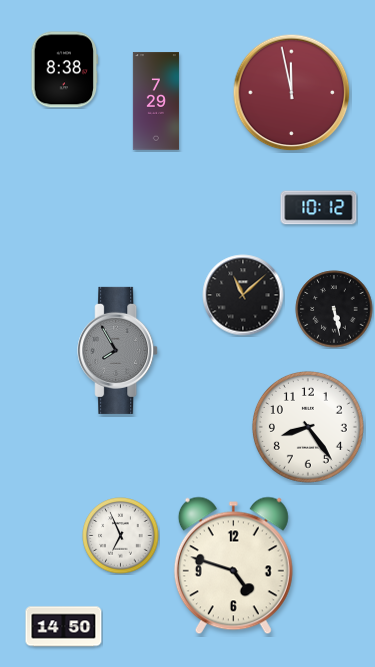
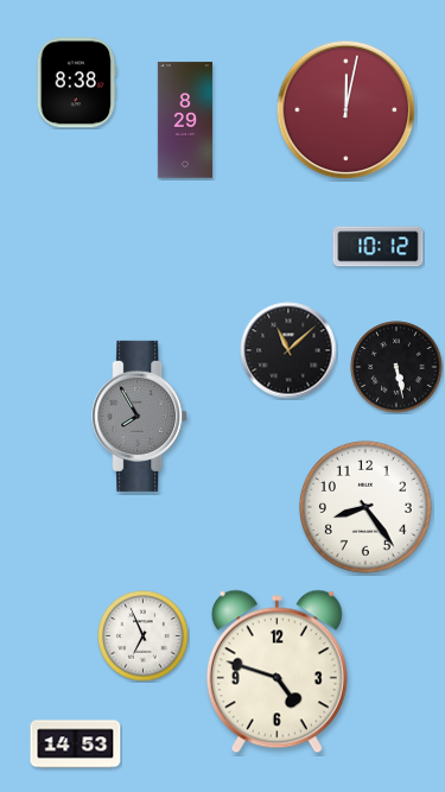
clock at (292, 93): 11:58 -> 12:02
clock at (156, 101): 7:29 -> 8:29
clock at (64, 627): 14:50 -> 14:53
